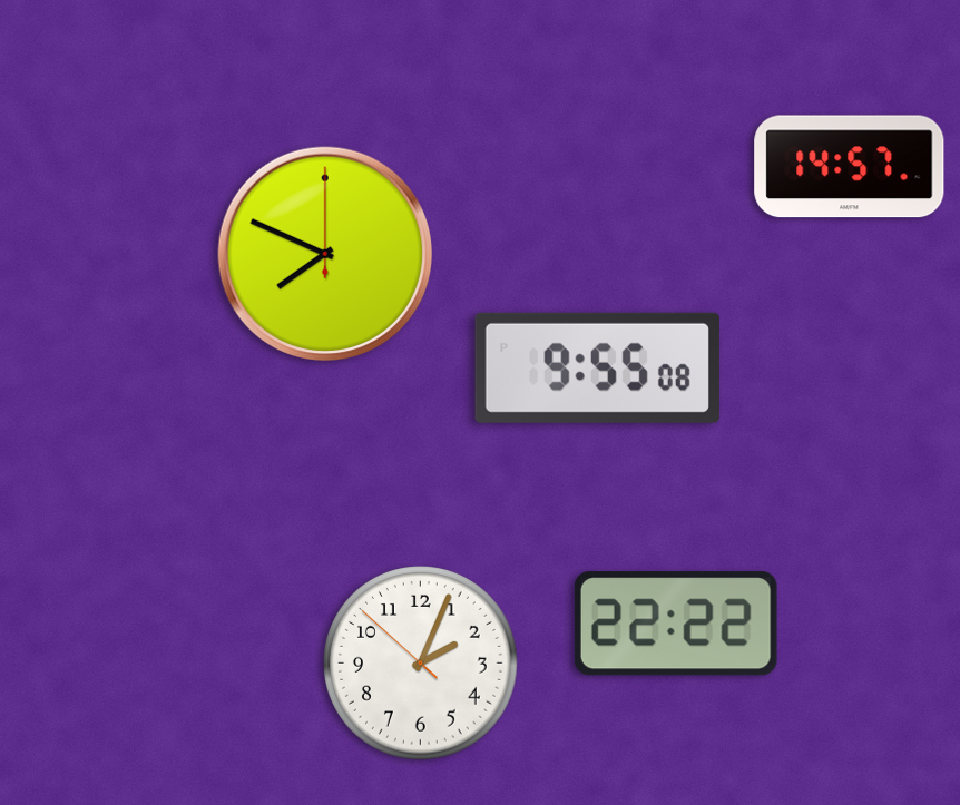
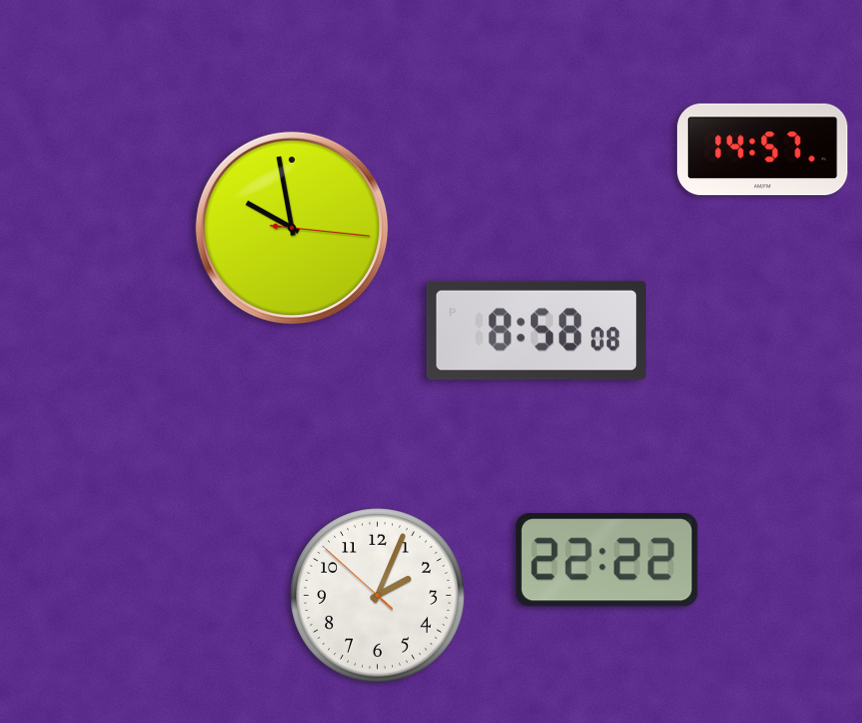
clock at (325, 254): 7:49 -> 9:58
clock at (597, 367): 9:55 -> 8:58
